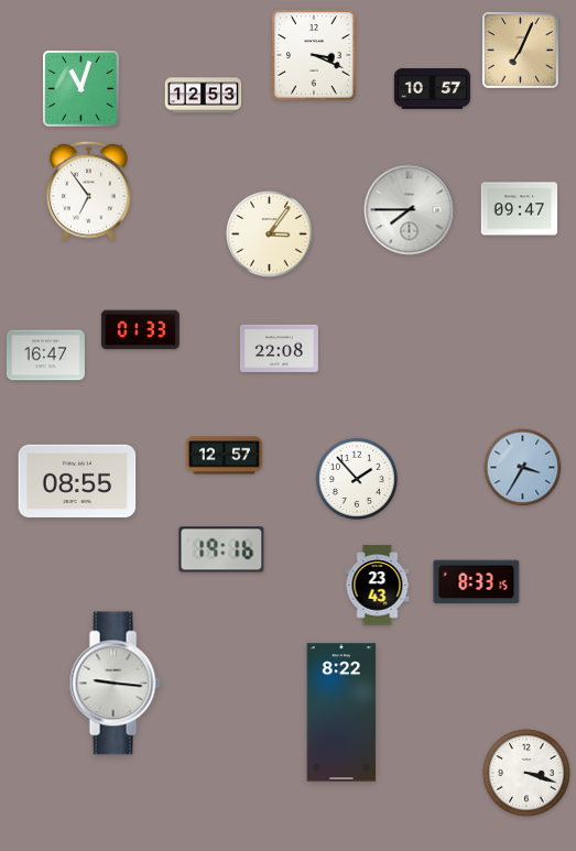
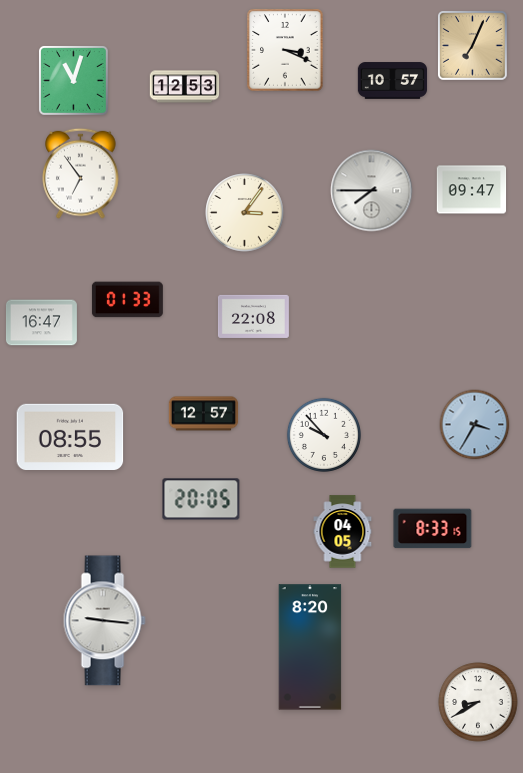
clock at (357, 479): 1:53 -> 9:53
clock at (221, 549): 19:16 -> 20:05
clock at (378, 586): 23:43 -> 04:05
clock at (341, 712): 8:22 -> 8:20
clock at (526, 773): 3:18 -> 8:40
